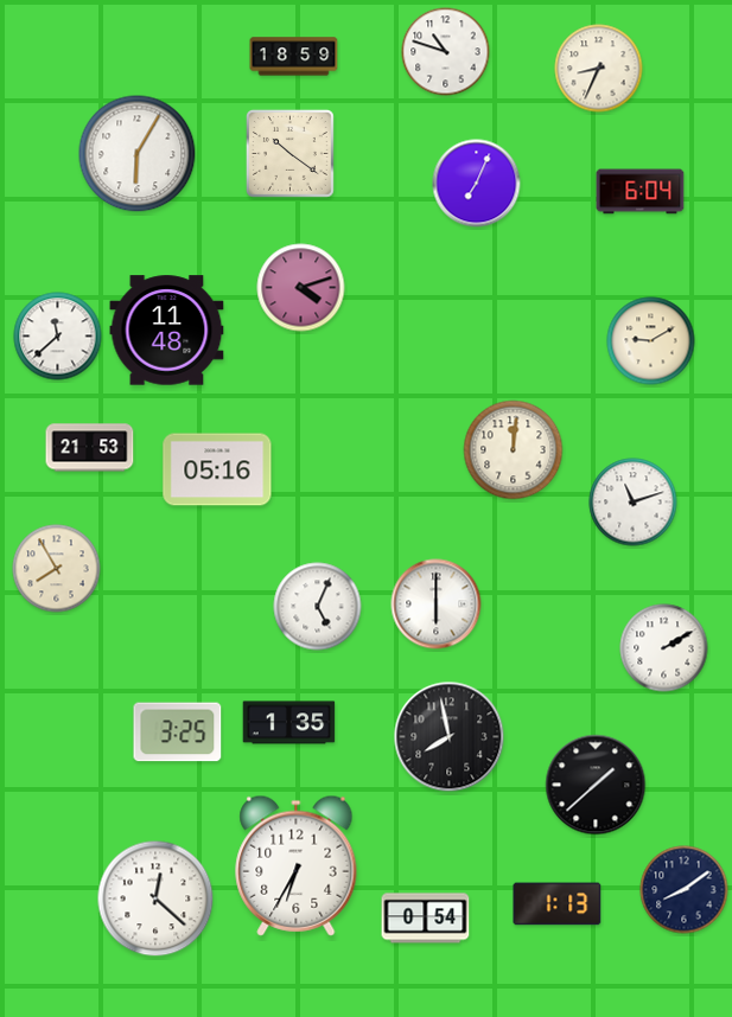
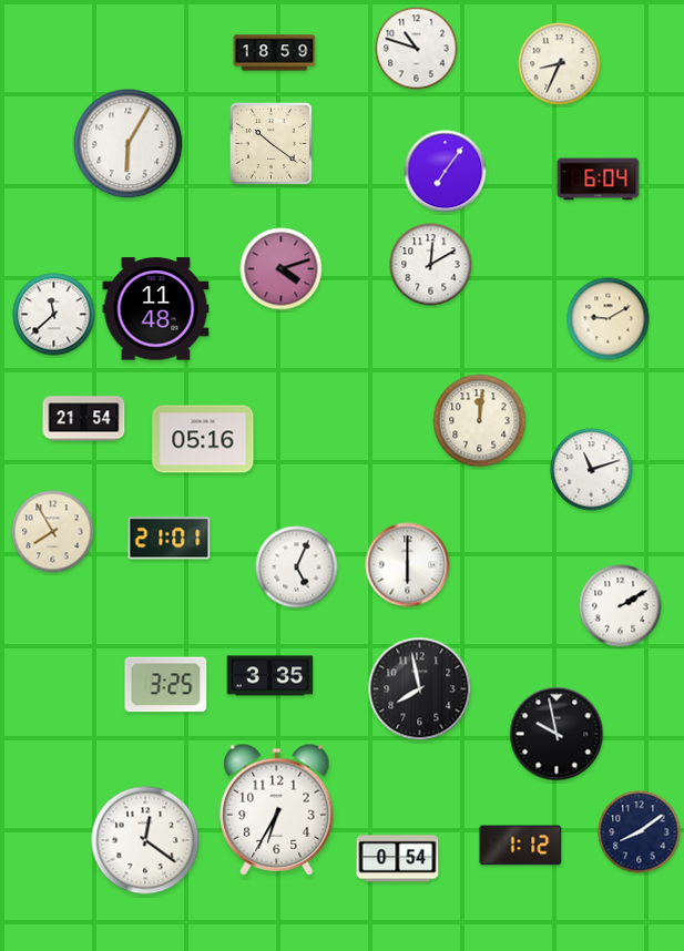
clock at (477, 184): 7:04 -> 7:06
clock at (431, 265): none -> 12:10
clock at (90, 448): 21:53 -> 21:54
clock at (170, 539): none -> 21:01
clock at (289, 723): 1:35 -> 3:35
clock at (596, 785): 1:38 -> 9:58
clock at (155, 898): 12:22 -> 12:21
clock at (558, 904): 1:13 -> 1:12
